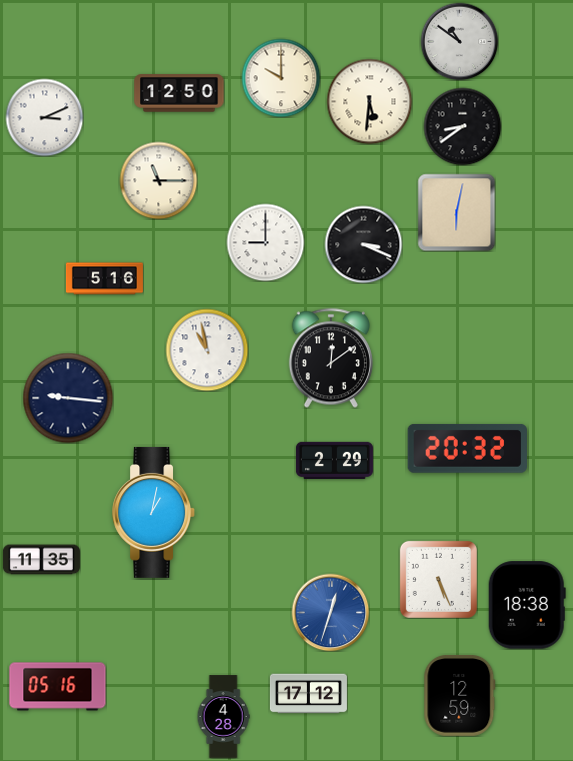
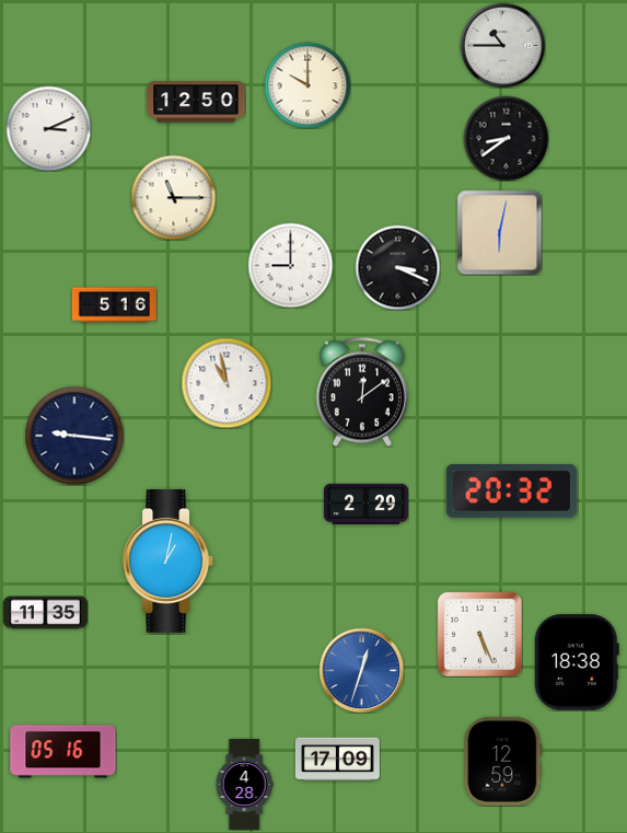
clock at (459, 41): 10:51 -> 10:45
clock at (369, 101): 5:31 -> none
clock at (308, 694): 17:12 -> 17:09
